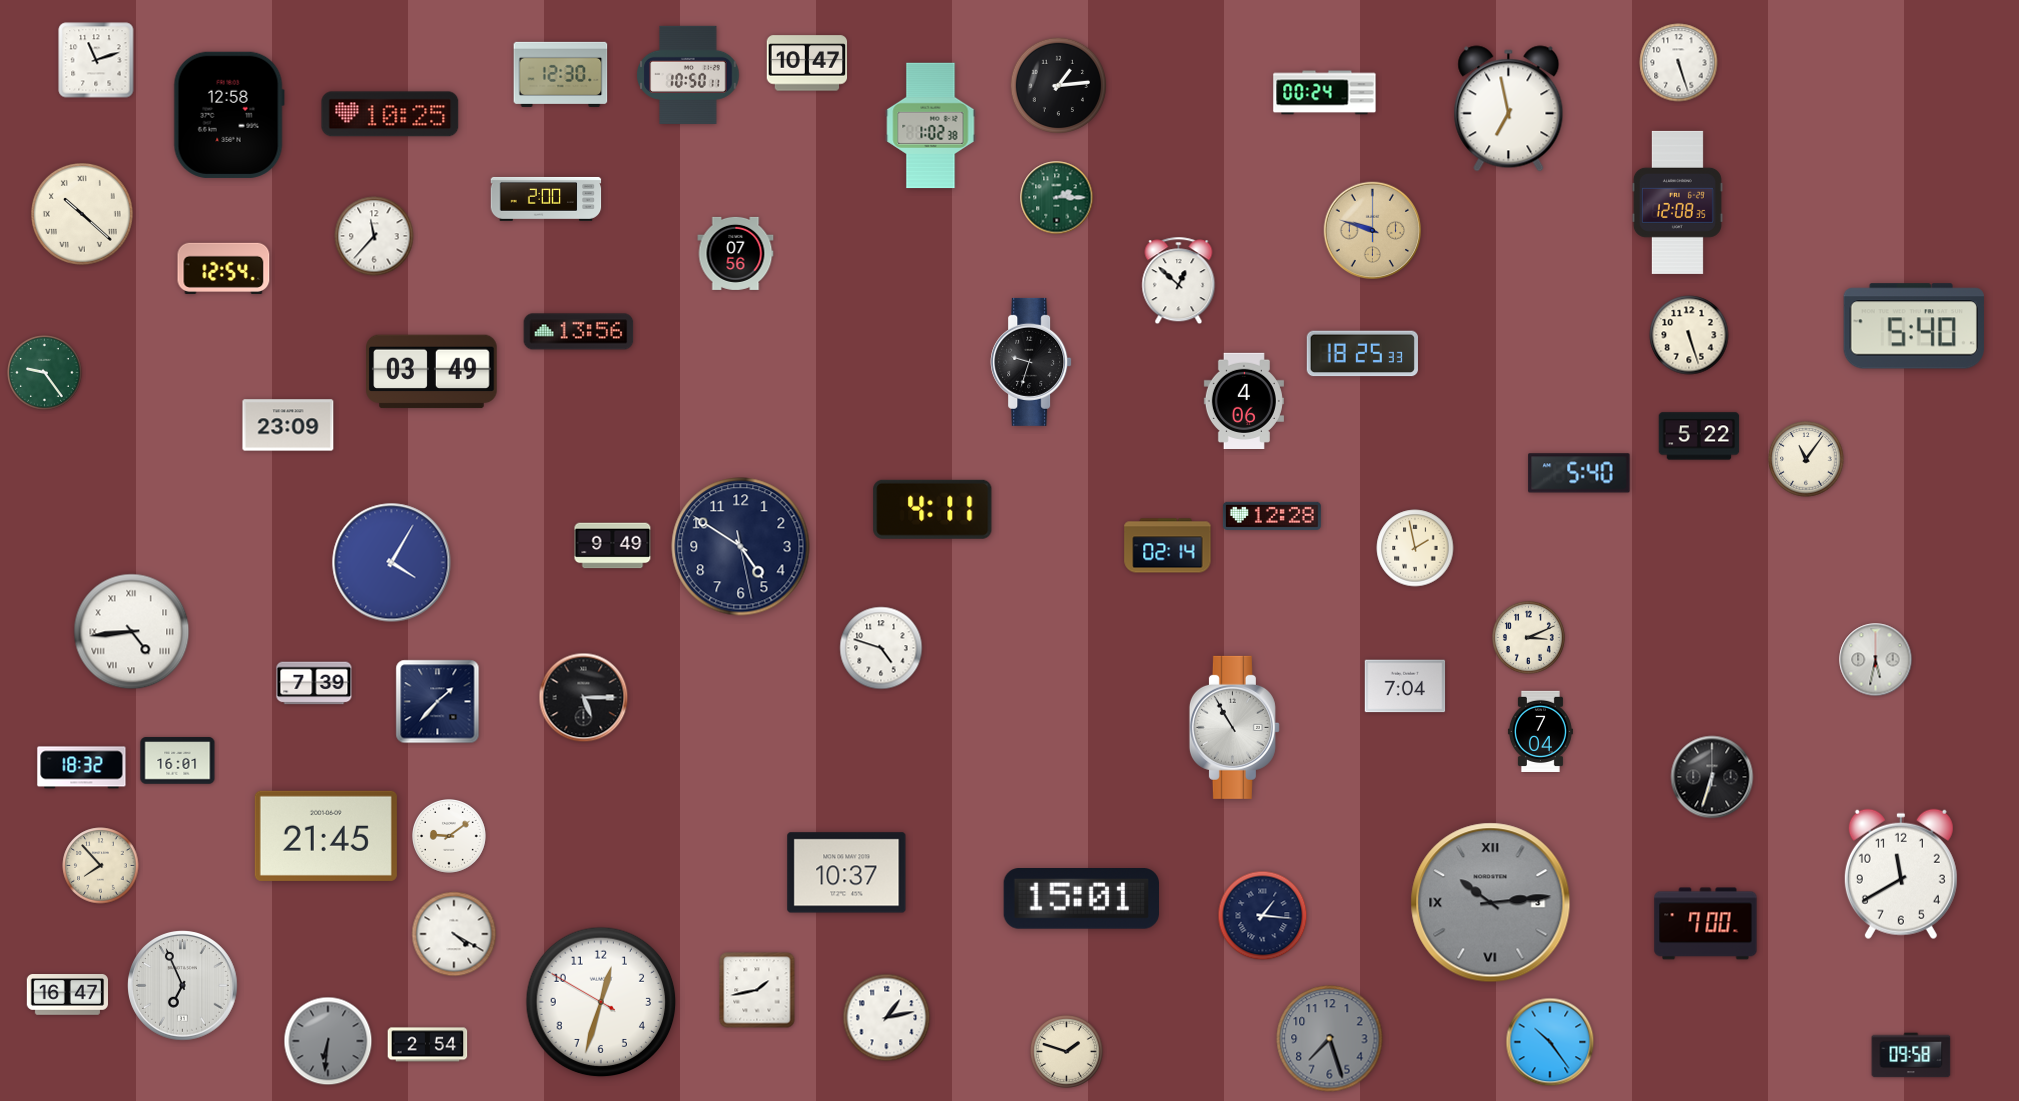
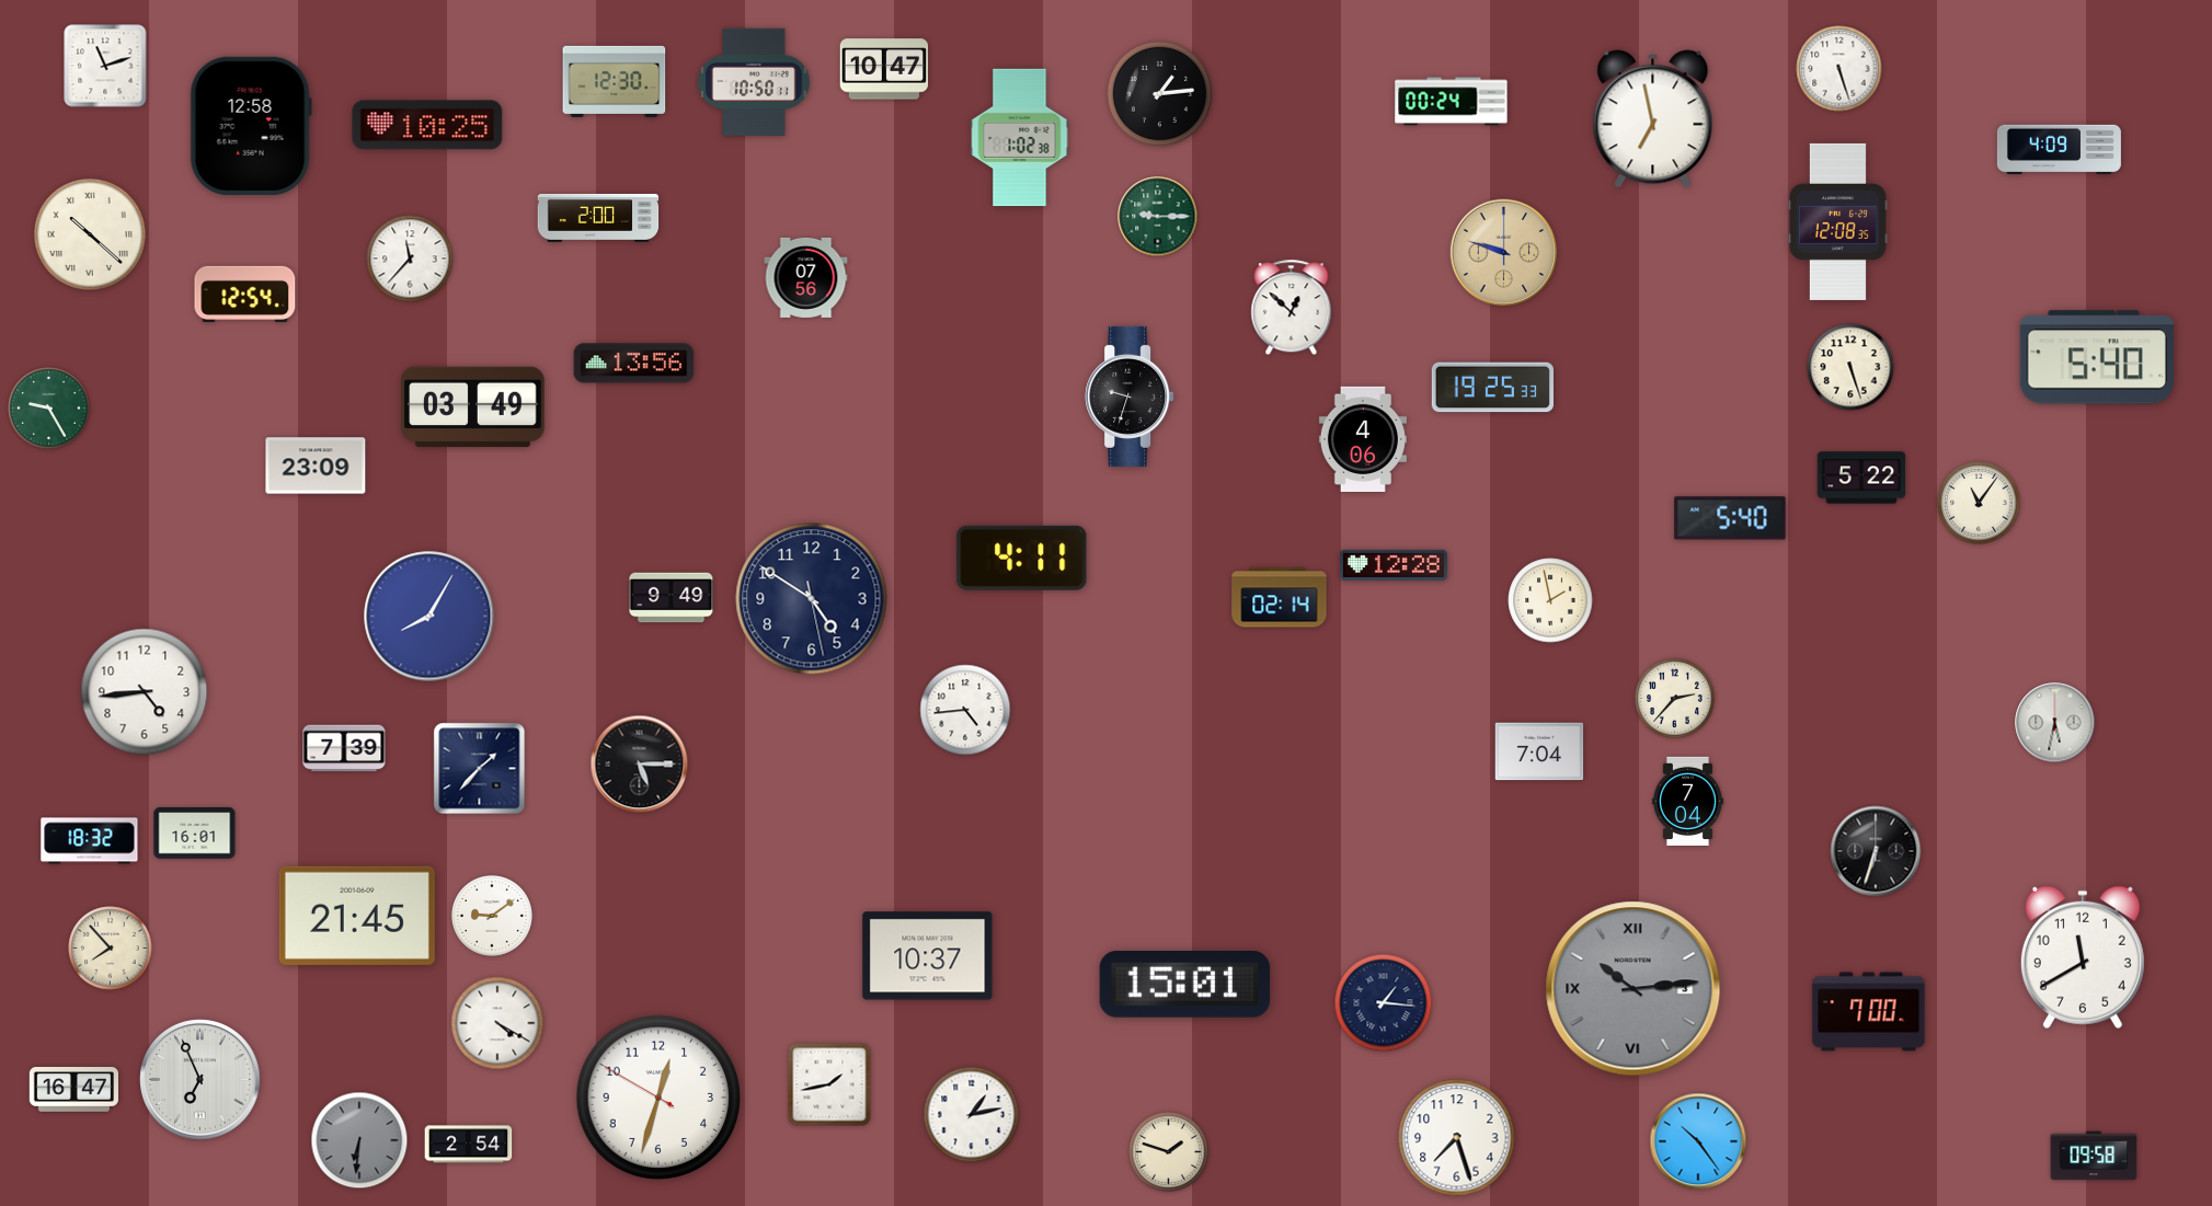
clock at (2059, 149): none -> 4:09
clock at (1057, 198): 2:15 -> 9:15
clock at (1362, 354): 18:25 -> 19:25
clock at (45, 373): 9:24 -> 9:25
clock at (392, 563): 4:05 -> 8:05
clock at (132, 632) numerals: Roman -> Arabic
clock at (1529, 638): 3:11 -> 2:37
clock at (881, 648): 4:48 -> 4:44
clock at (1234, 727): 10:55 -> none
clock at (1330, 1039) dial: grey -> white
